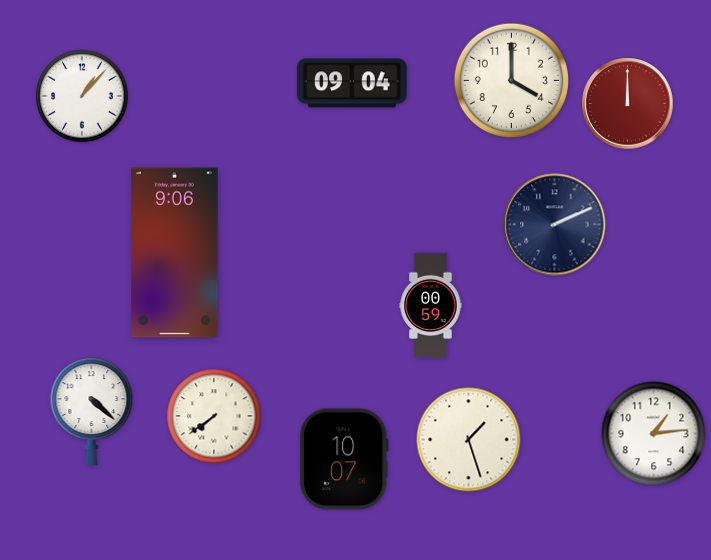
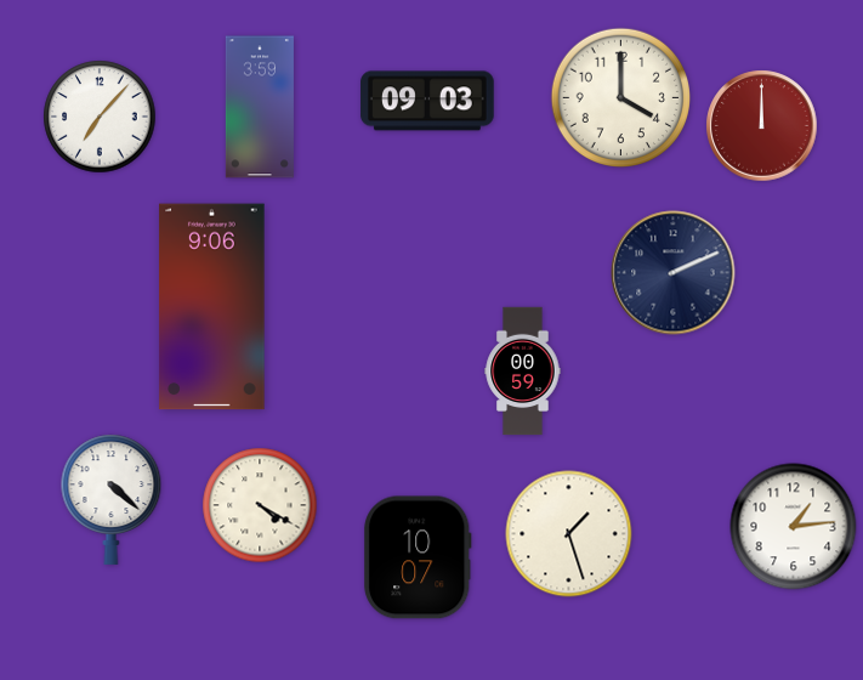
clock at (352, 83): 09:04 -> 09:03
clock at (260, 107): none -> 3:59
clock at (82, 96): 1:07 -> 7:07
clock at (214, 416): 7:39 -> 4:20
